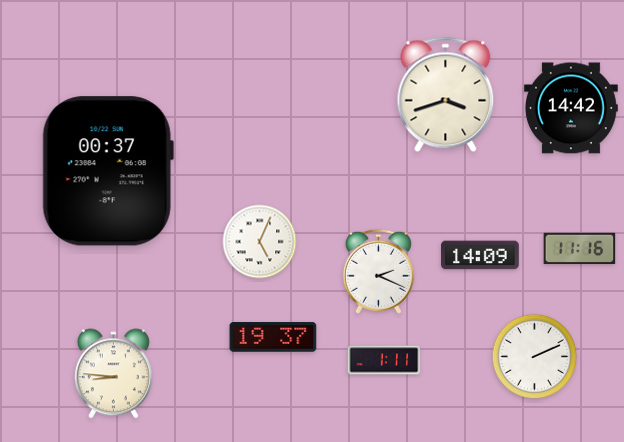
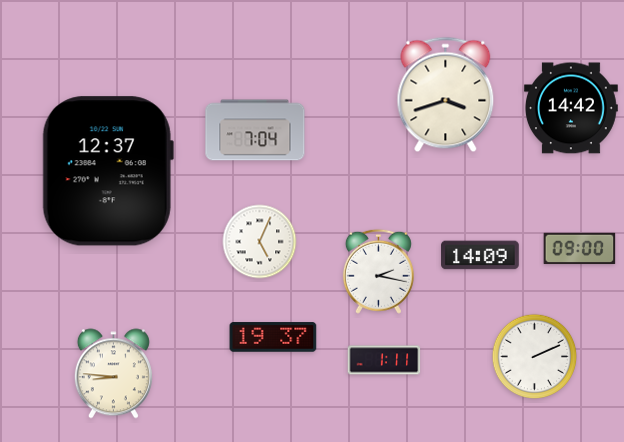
clock at (255, 130): none -> 7:04
clock at (108, 171): 00:37 -> 12:37
clock at (580, 249): 11:16 -> 09:00
clock at (378, 271): 2:19 -> 2:17
